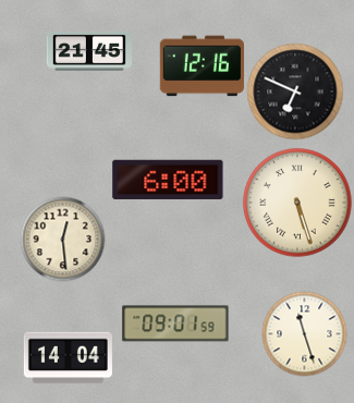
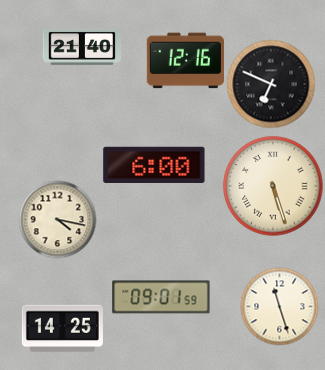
clock at (89, 51): 21:45 -> 21:40
clock at (62, 239): 12:29 -> 4:17
clock at (68, 358): 14:04 -> 14:25
